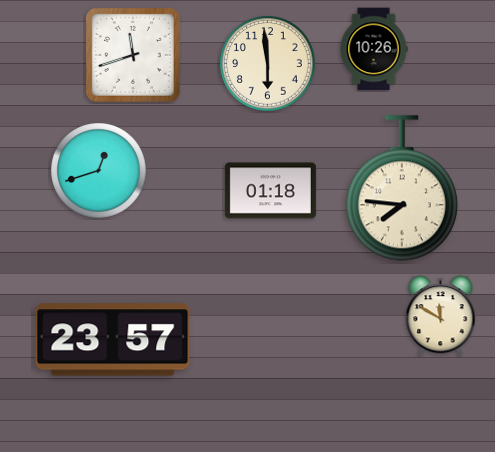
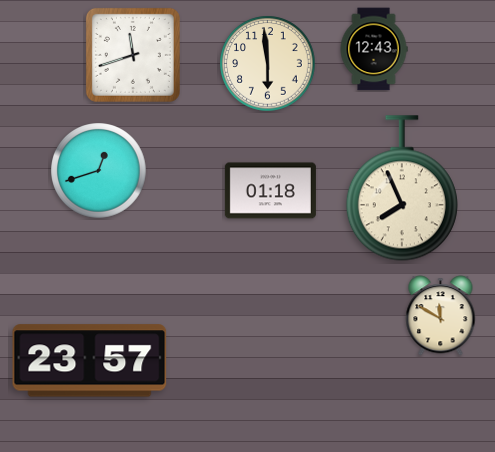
clock at (374, 49): 10:26 -> 12:43
clock at (402, 188): 7:46 -> 7:56
clock at (113, 340) position: (113, 340) -> (90, 361)
